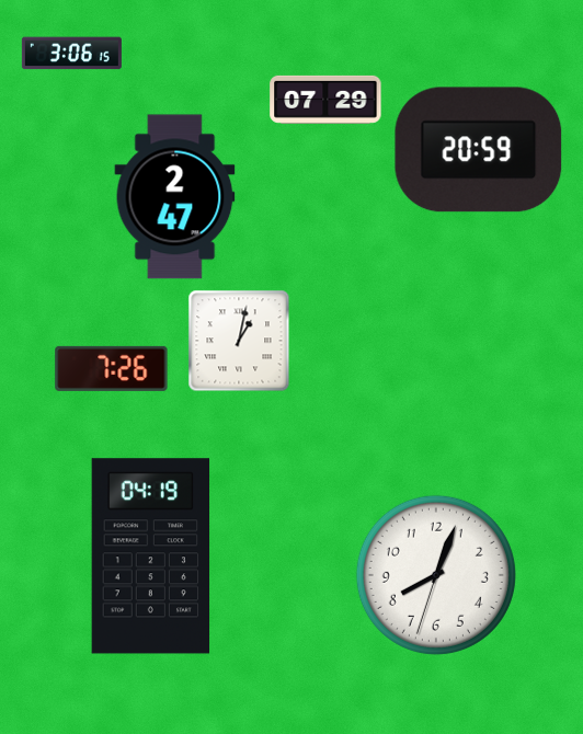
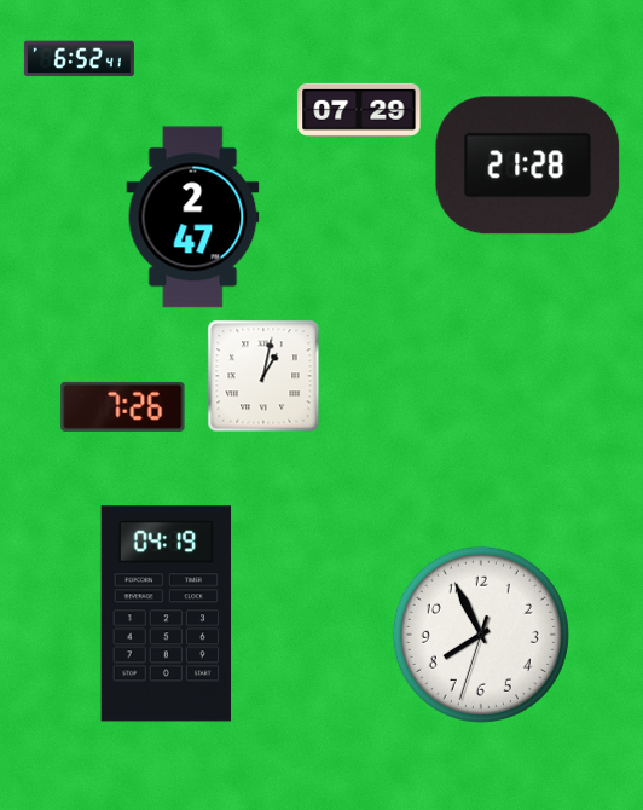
clock at (71, 54): 3:06 -> 6:52
clock at (479, 150): 20:59 -> 21:28
clock at (436, 575): 8:03 -> 7:55
